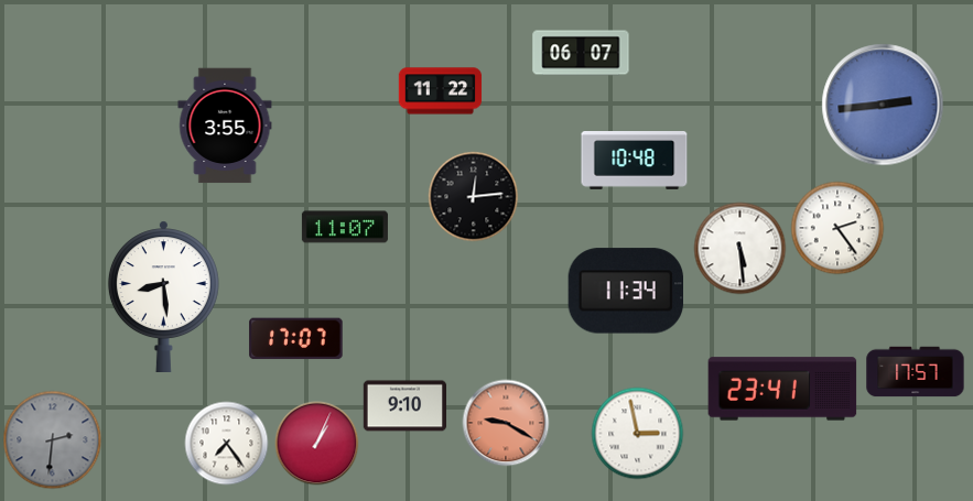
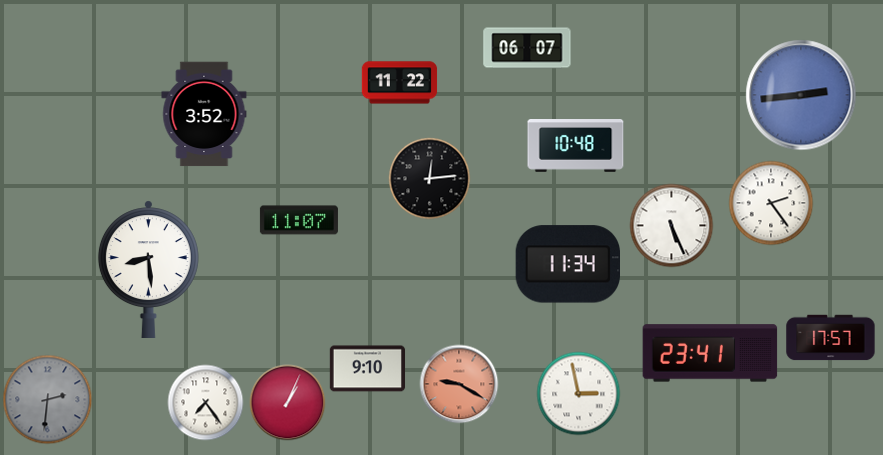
clock at (225, 126): 3:55 -> 3:52
clock at (345, 227) position: (345, 227) -> (299, 220)
clock at (837, 228) position: (837, 228) -> (771, 203)
clock at (740, 249): 5:29 -> 5:26
clock at (296, 339): 17:07 -> none
